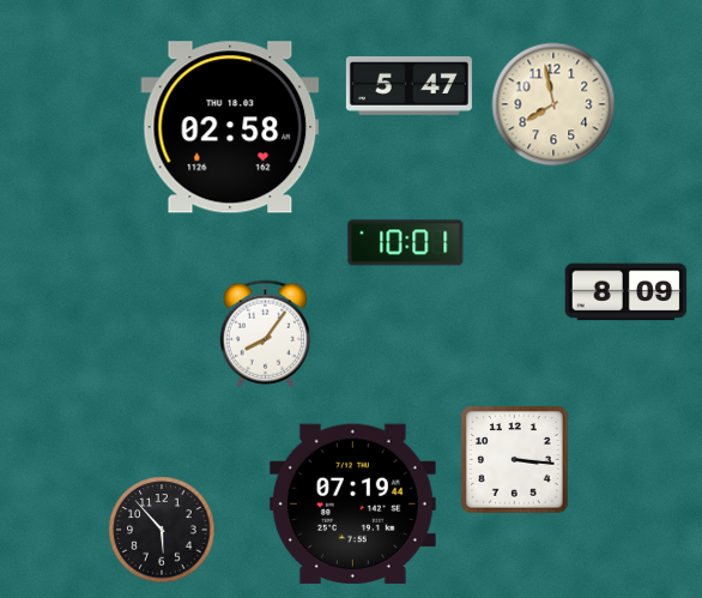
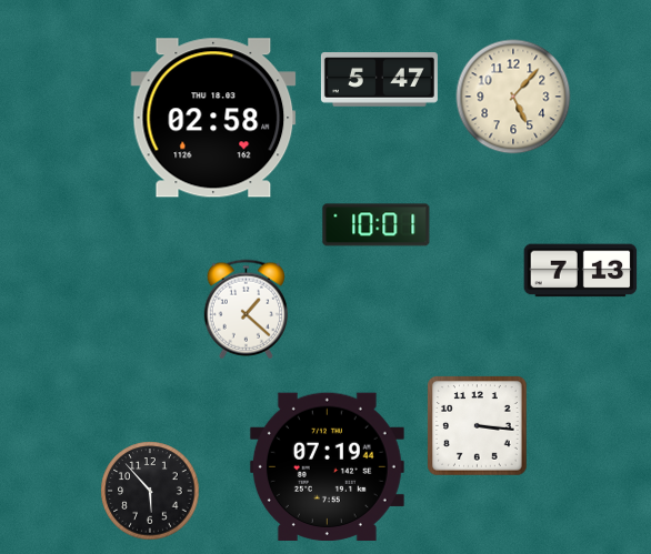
clock at (553, 104): 7:58 -> 5:07
clock at (627, 292): 8:09 -> 7:13
clock at (265, 334): 8:06 -> 1:22
